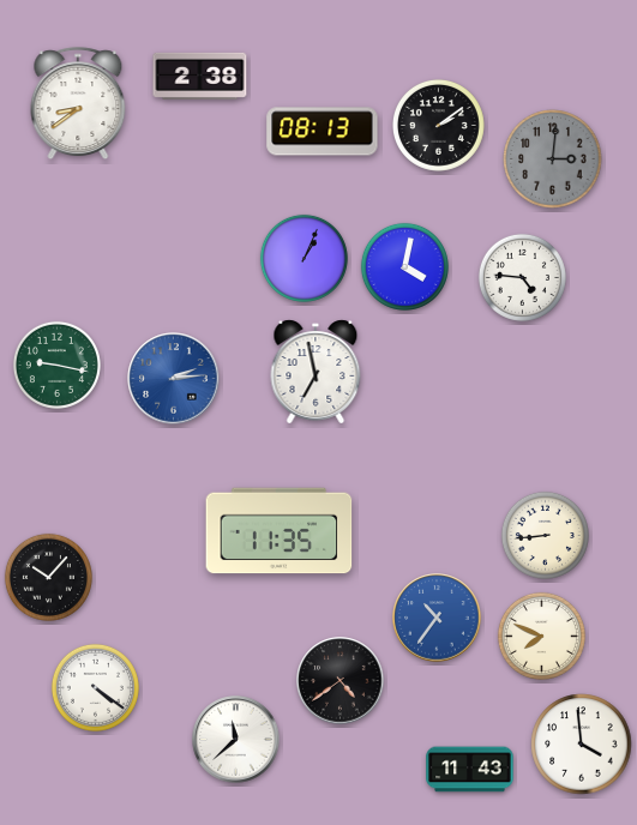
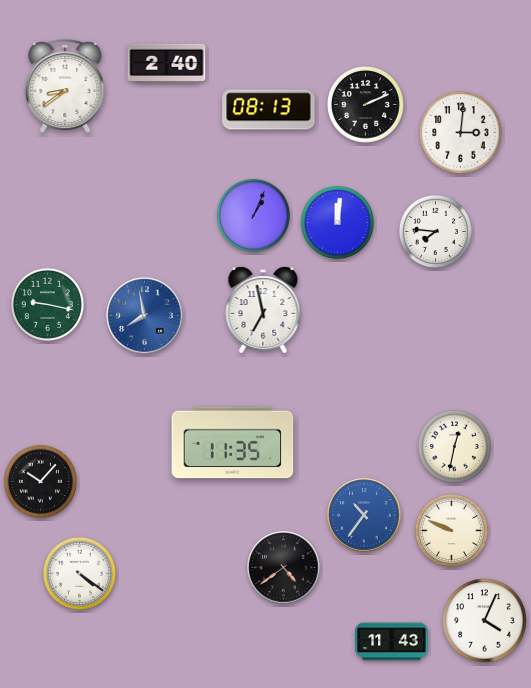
clock at (200, 76): 2:38 -> 2:40
clock at (438, 125): 2:09 -> 2:11
clock at (553, 159) dial: grey -> white
clock at (404, 266): 4:02 -> 12:01
clock at (522, 277): 4:46 -> 7:46
clock at (174, 379): 2:14 -> 7:58
clock at (545, 535): 8:44 -> 12:32
clock at (541, 636): 7:49 -> 9:49
clock at (236, 740): 11:38 -> none
clock at (582, 745): 3:59 -> 4:04
